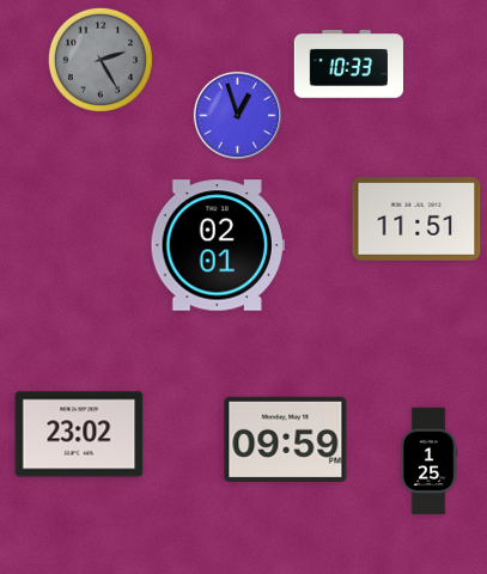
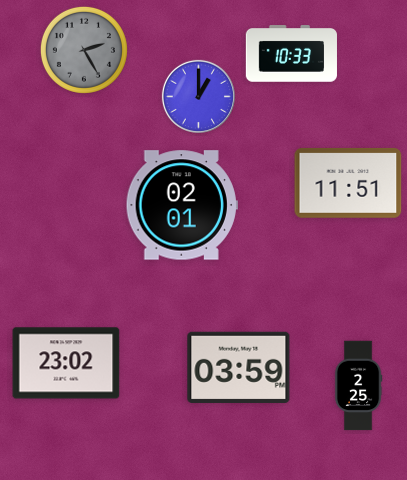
clock at (237, 115): 12:57 -> 1:00
clock at (286, 439): 09:59 -> 03:59
clock at (428, 462): 1:25 -> 2:25
